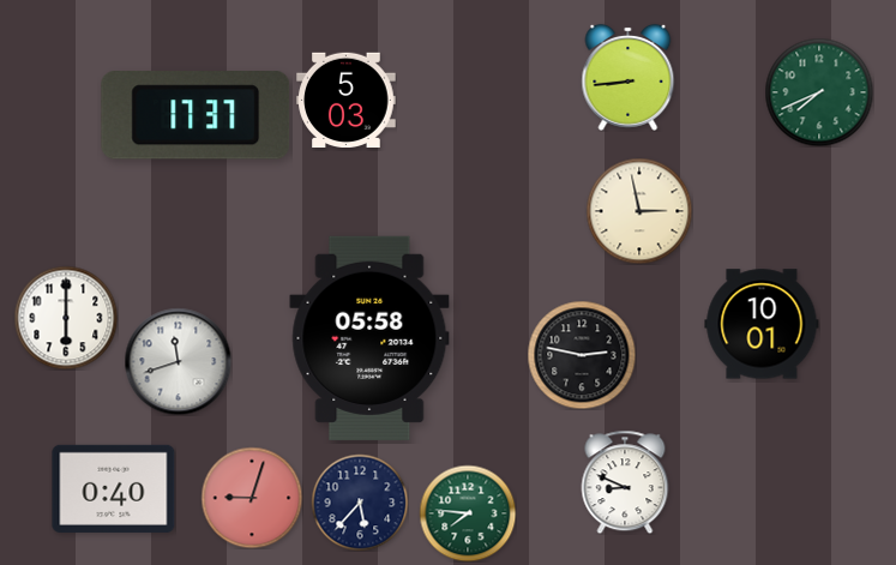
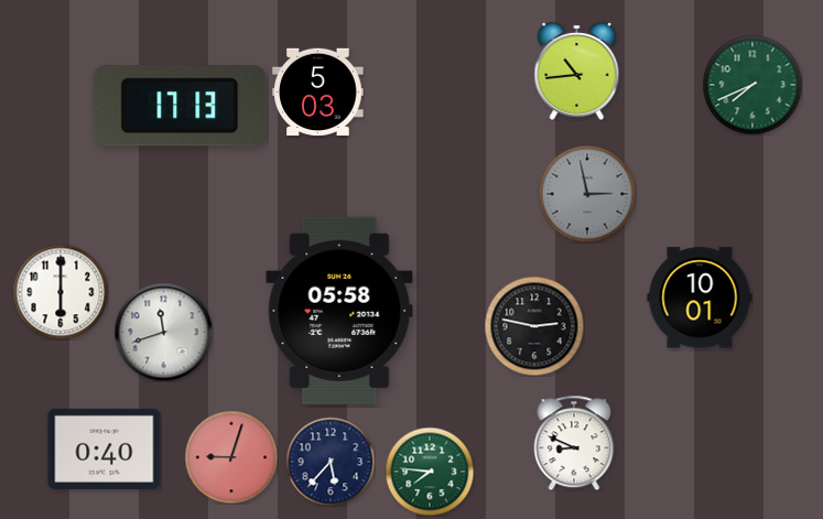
clock at (629, 77): 8:44 -> 10:44
clock at (196, 115): 17:37 -> 17:13
clock at (639, 211) dial: cream -> grey
